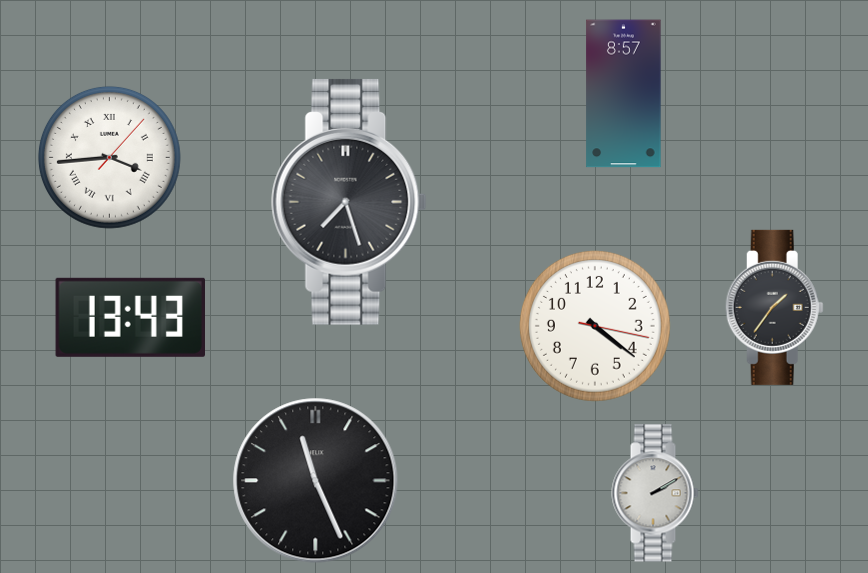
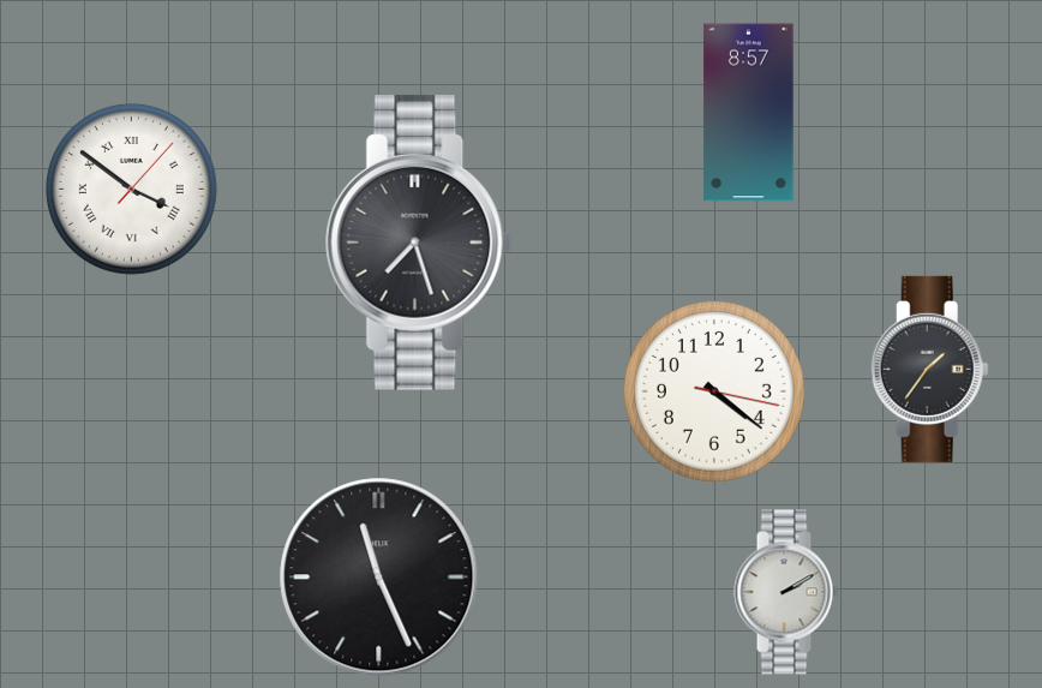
clock at (109, 157): 3:44 -> 3:51
clock at (130, 317): 13:43 -> none
